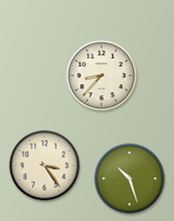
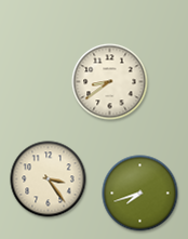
clock at (102, 76): 8:37 -> 8:39
clock at (130, 179): 10:27 -> 7:42
